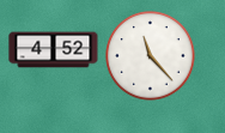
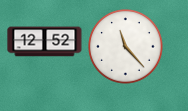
clock at (54, 50): 4:52 -> 12:52
